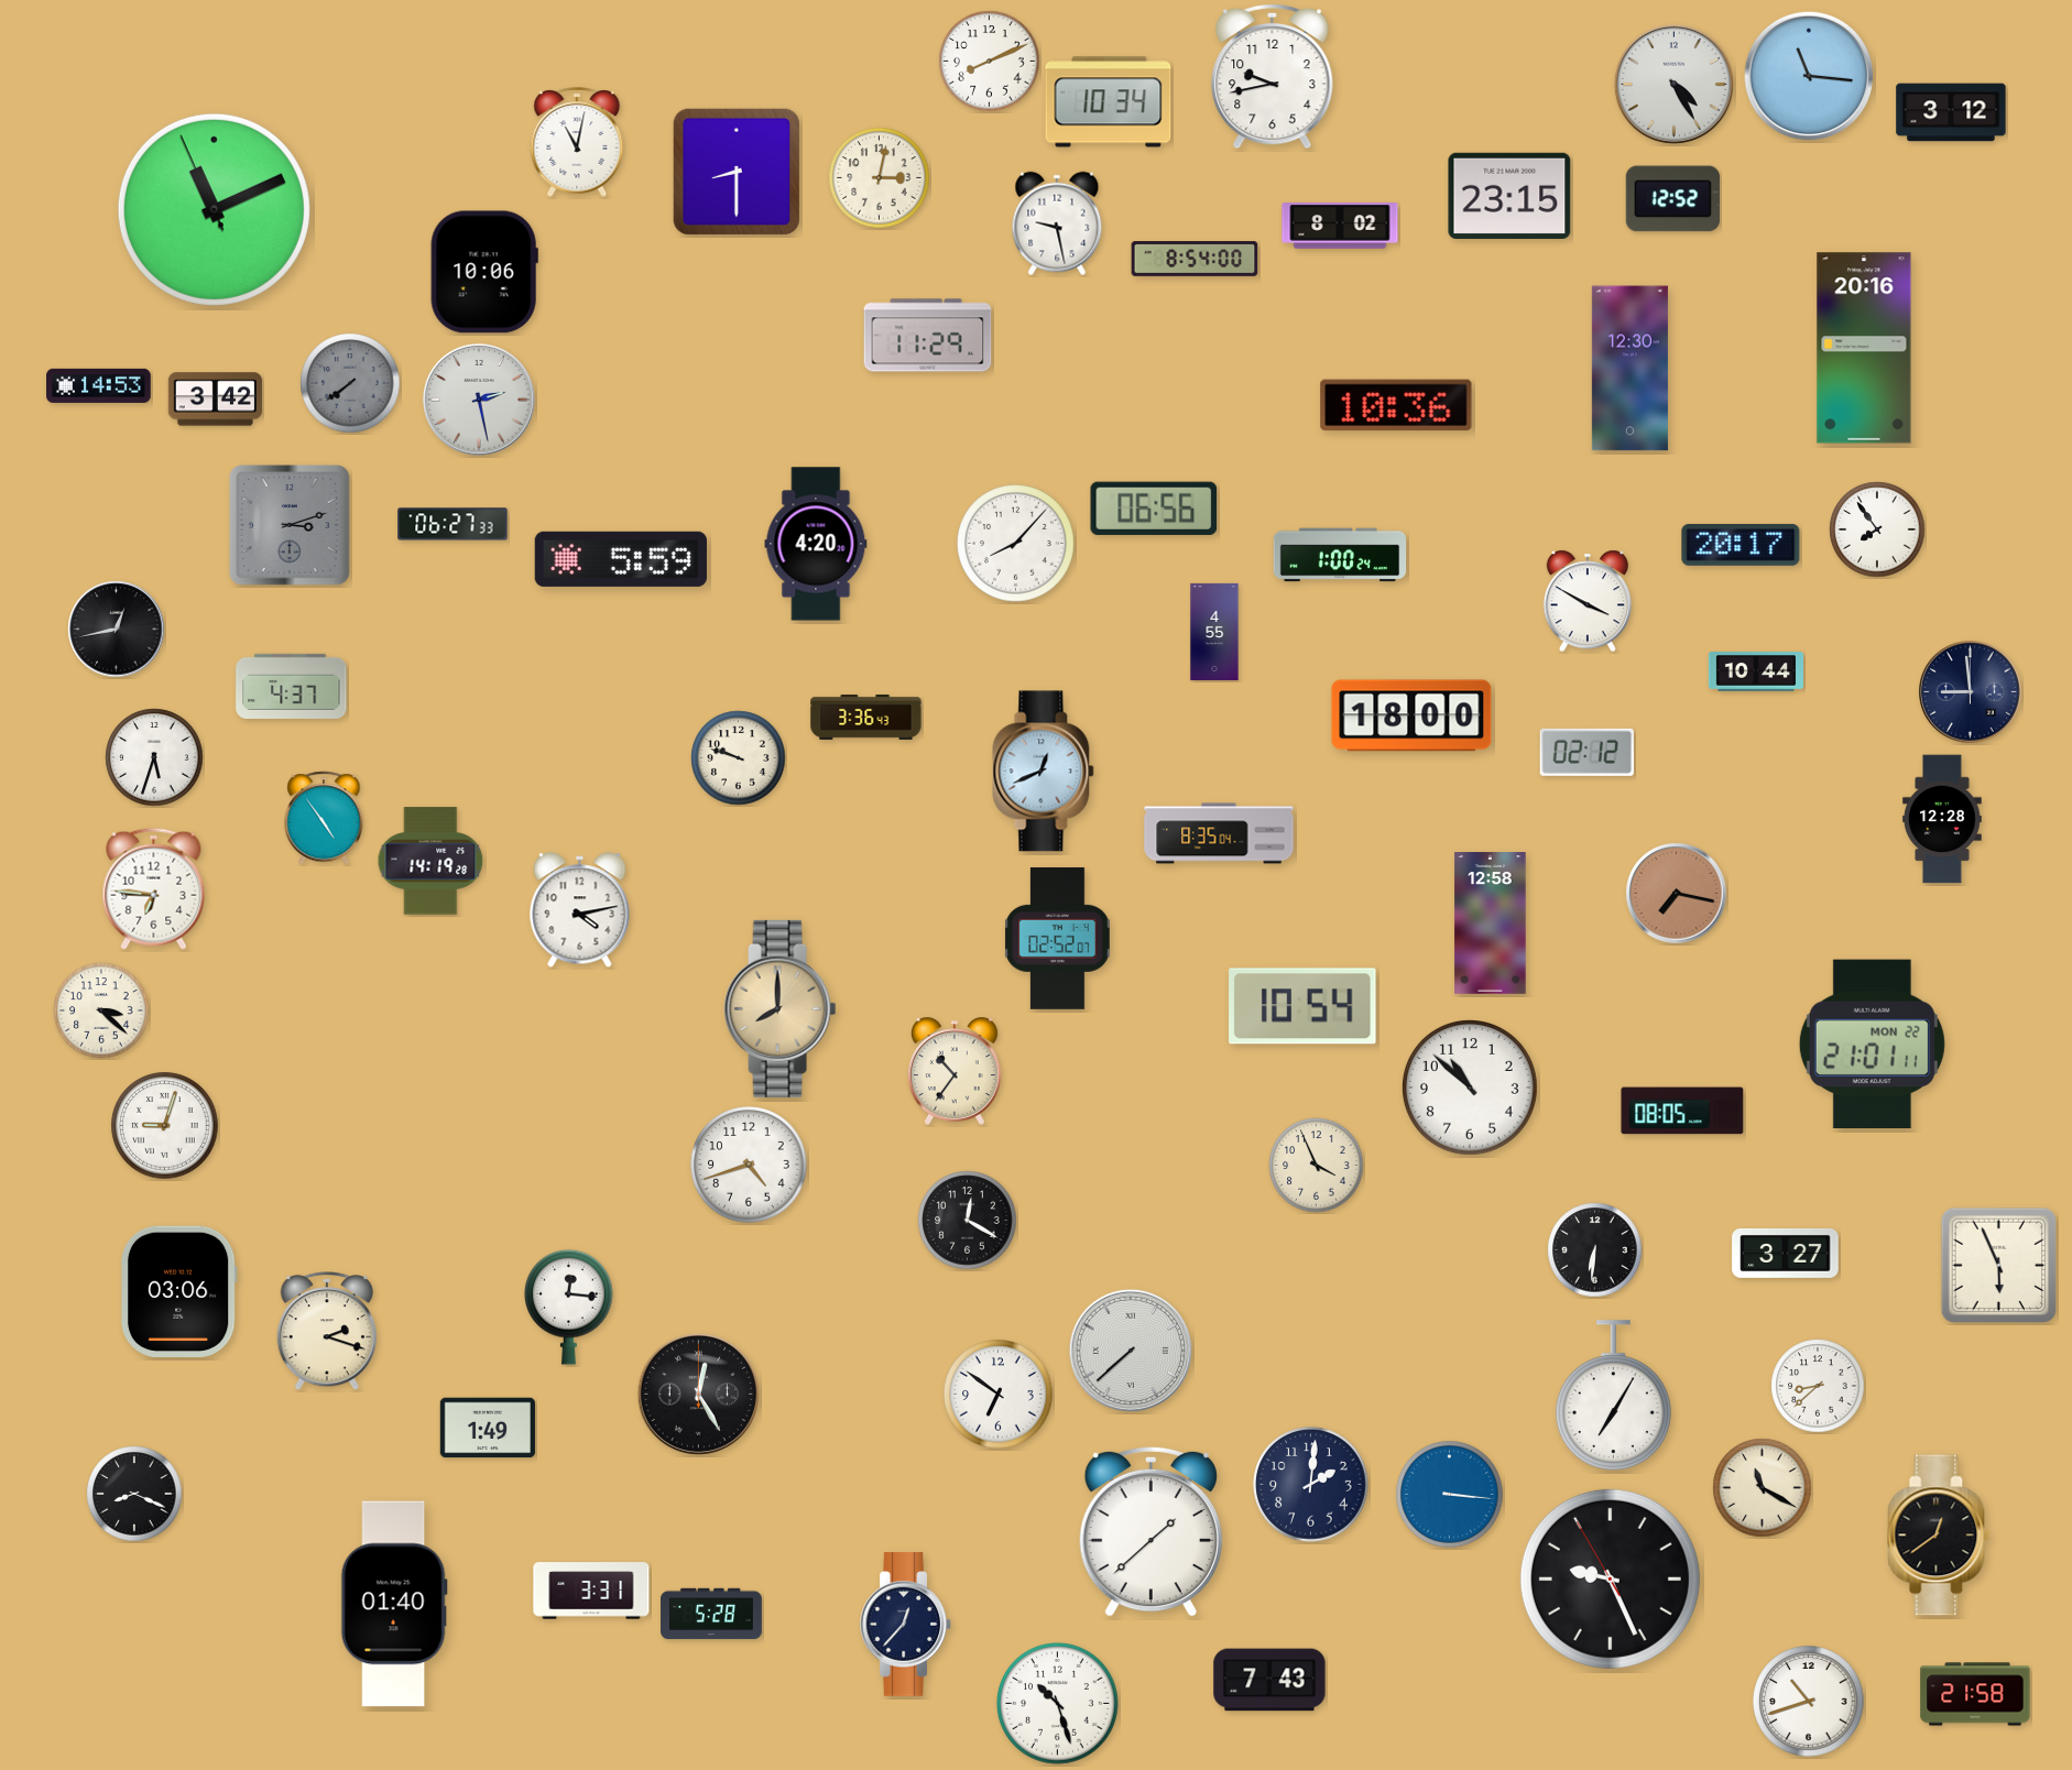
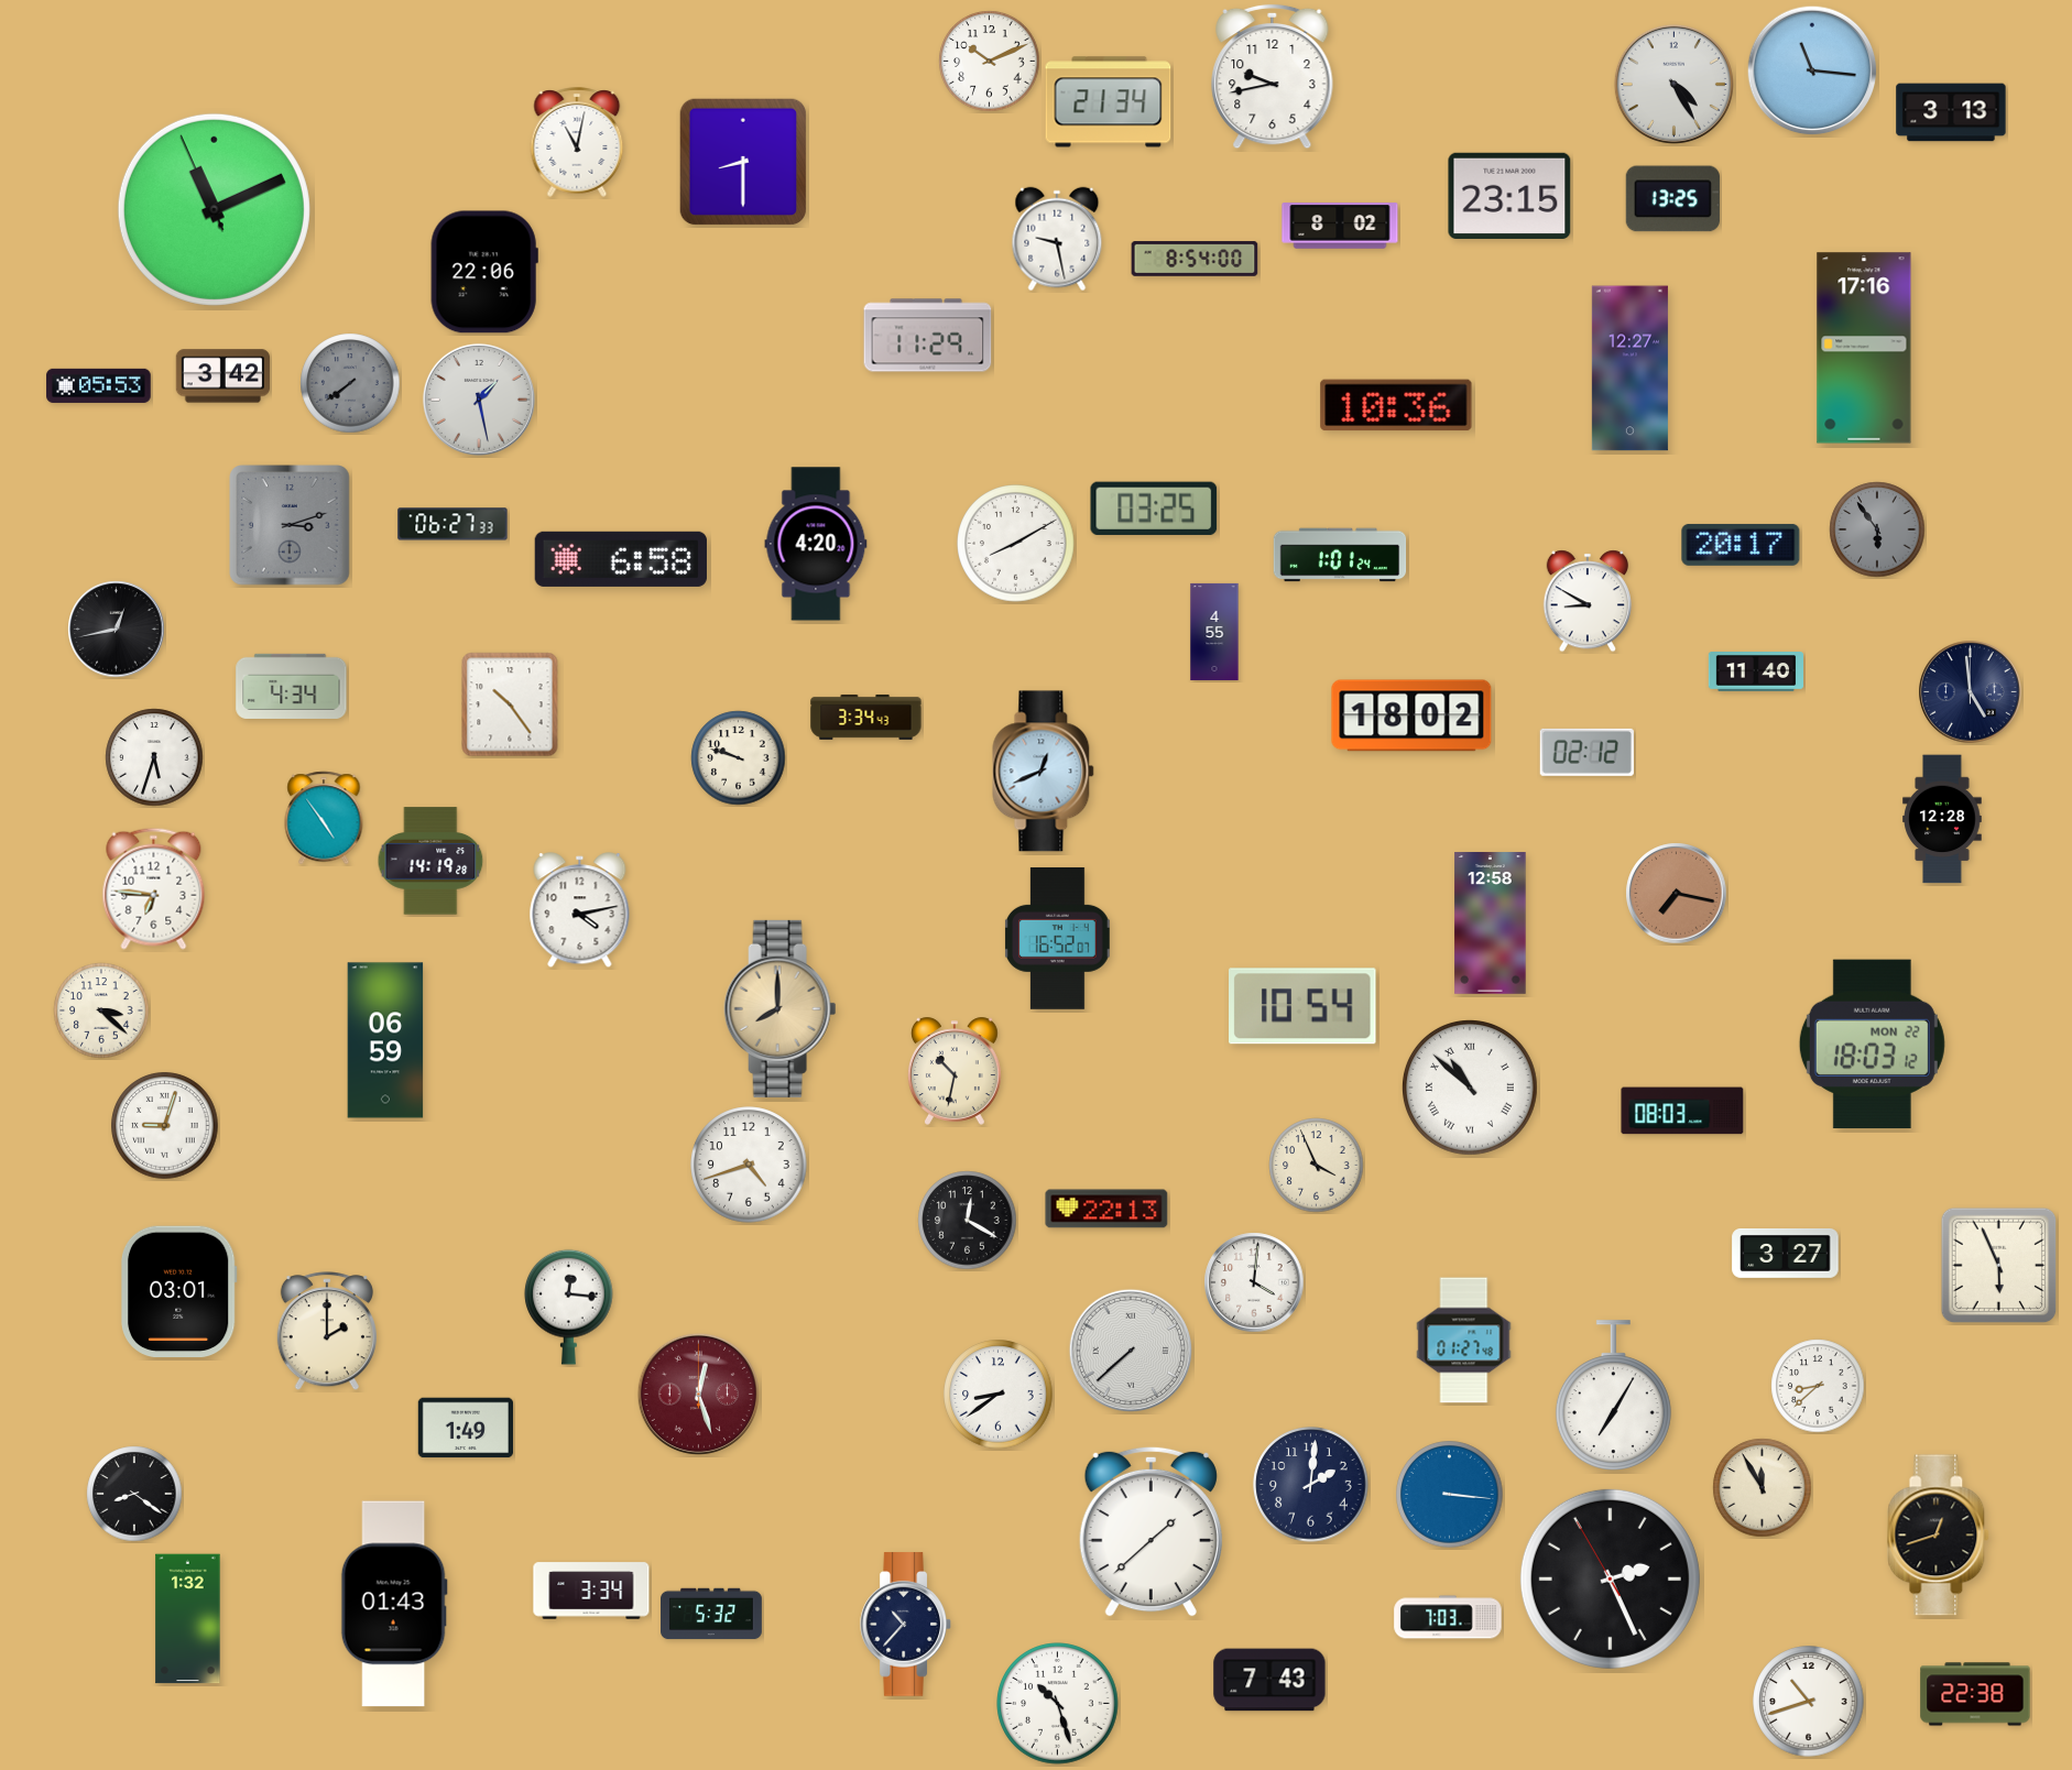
clock at (990, 62): 8:11 -> 10:11
clock at (1809, 76) position: (1809, 76) -> (1812, 70)
clock at (1109, 102): 10:34 -> 21:34
clock at (1951, 112): 3:12 -> 3:13
clock at (737, 172) position: (737, 172) -> (743, 162)
clock at (880, 178): 3:02 -> none
clock at (1672, 199): 12:52 -> 13:25
clock at (1057, 223) position: (1057, 223) -> (1057, 239)
clock at (484, 272): 10:06 -> 22:06
clock at (1864, 348): 20:16 -> 17:16
clock at (1629, 369): 12:30 -> 12:27
clock at (99, 385): 14:53 -> 05:53
clock at (215, 400) position: (215, 400) -> (222, 376)
clock at (479, 400): 2:28 -> 1:28
clock at (1154, 509): 06:56 -> 03:25
clock at (1877, 529): 7:54 -> 5:54
clock at (1877, 529) dial: white -> grey
clock at (1016, 544): 8:07 -> 8:10
clock at (1340, 555): 1:00 -> 1:01
clock at (621, 559): 5:59 -> 6:58
clock at (1588, 601): 3:50 -> 8:50
clock at (1756, 673): 10:44 -> 11:40
clock at (292, 686): 4:37 -> 4:34
clock at (1971, 692): 8:59 -> 4:59
clock at (510, 704): none -> 10:24
clock at (1411, 715): 18:00 -> 18:02
clock at (866, 717): 3:36 -> 3:34
clock at (1219, 833): 8:35 -> none
clock at (1058, 938): 02:52 -> 16:52
clock at (385, 1040): none -> 06:59
clock at (1872, 1045): 21:01 -> 18:03
clock at (955, 1071): 10:36 -> 10:32
clock at (1470, 1089) numerals: Arabic -> Roman
clock at (1682, 1111): 08:05 -> 08:03
clock at (1106, 1209): none -> 22:13
clock at (1595, 1250): 6:31 -> none
clock at (1254, 1282): none -> 4:01
clock at (178, 1291): 03:06 -> 03:01
clock at (327, 1332): 2:18 -> 2:00
clock at (1464, 1341): none -> 01:27
clock at (698, 1394): 12:25 -> 12:27
clock at (698, 1394) dial: black -> burgundy
clock at (999, 1395): 6:51 -> 8:39
clock at (488, 1428) position: (488, 1428) -> (466, 1428)
clock at (1763, 1488): 11:20 -> 11:55
clock at (134, 1494): 8:19 -> 8:21
clock at (1939, 1536): 12:39 -> 12:42
clock at (1610, 1578): 9:25 -> 2:25
clock at (591, 1591): 3:31 -> 3:34
clock at (394, 1604): 01:40 -> 01:43
clock at (712, 1614): 5:28 -> 5:32
clock at (1448, 1617): none -> 7:03
clock at (188, 1619): none -> 1:32
clock at (906, 1625): 12:37 -> 10:37
clock at (1975, 1694): 21:58 -> 22:38
